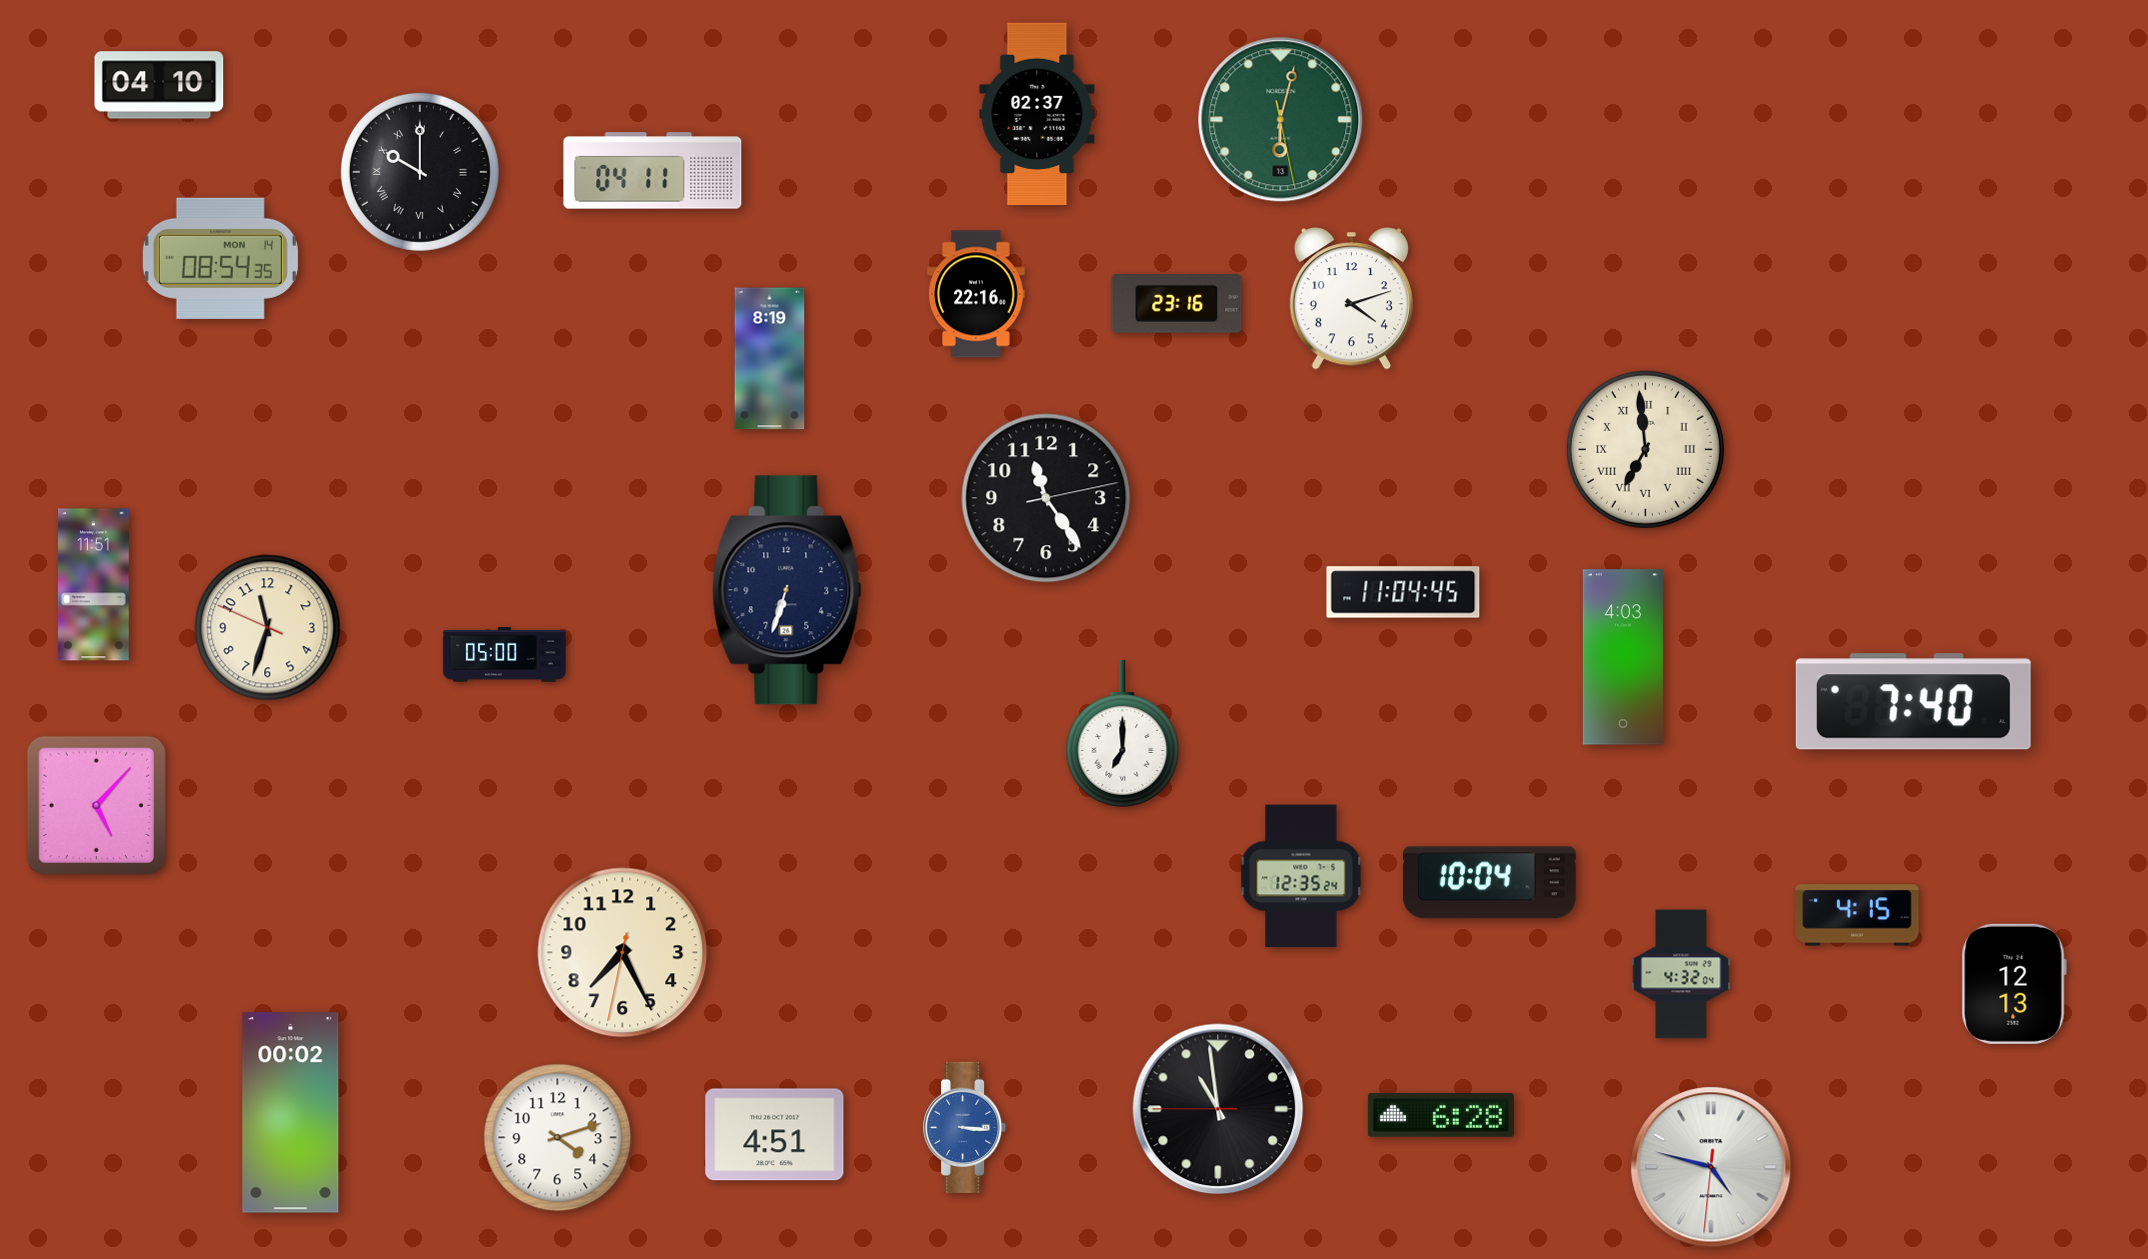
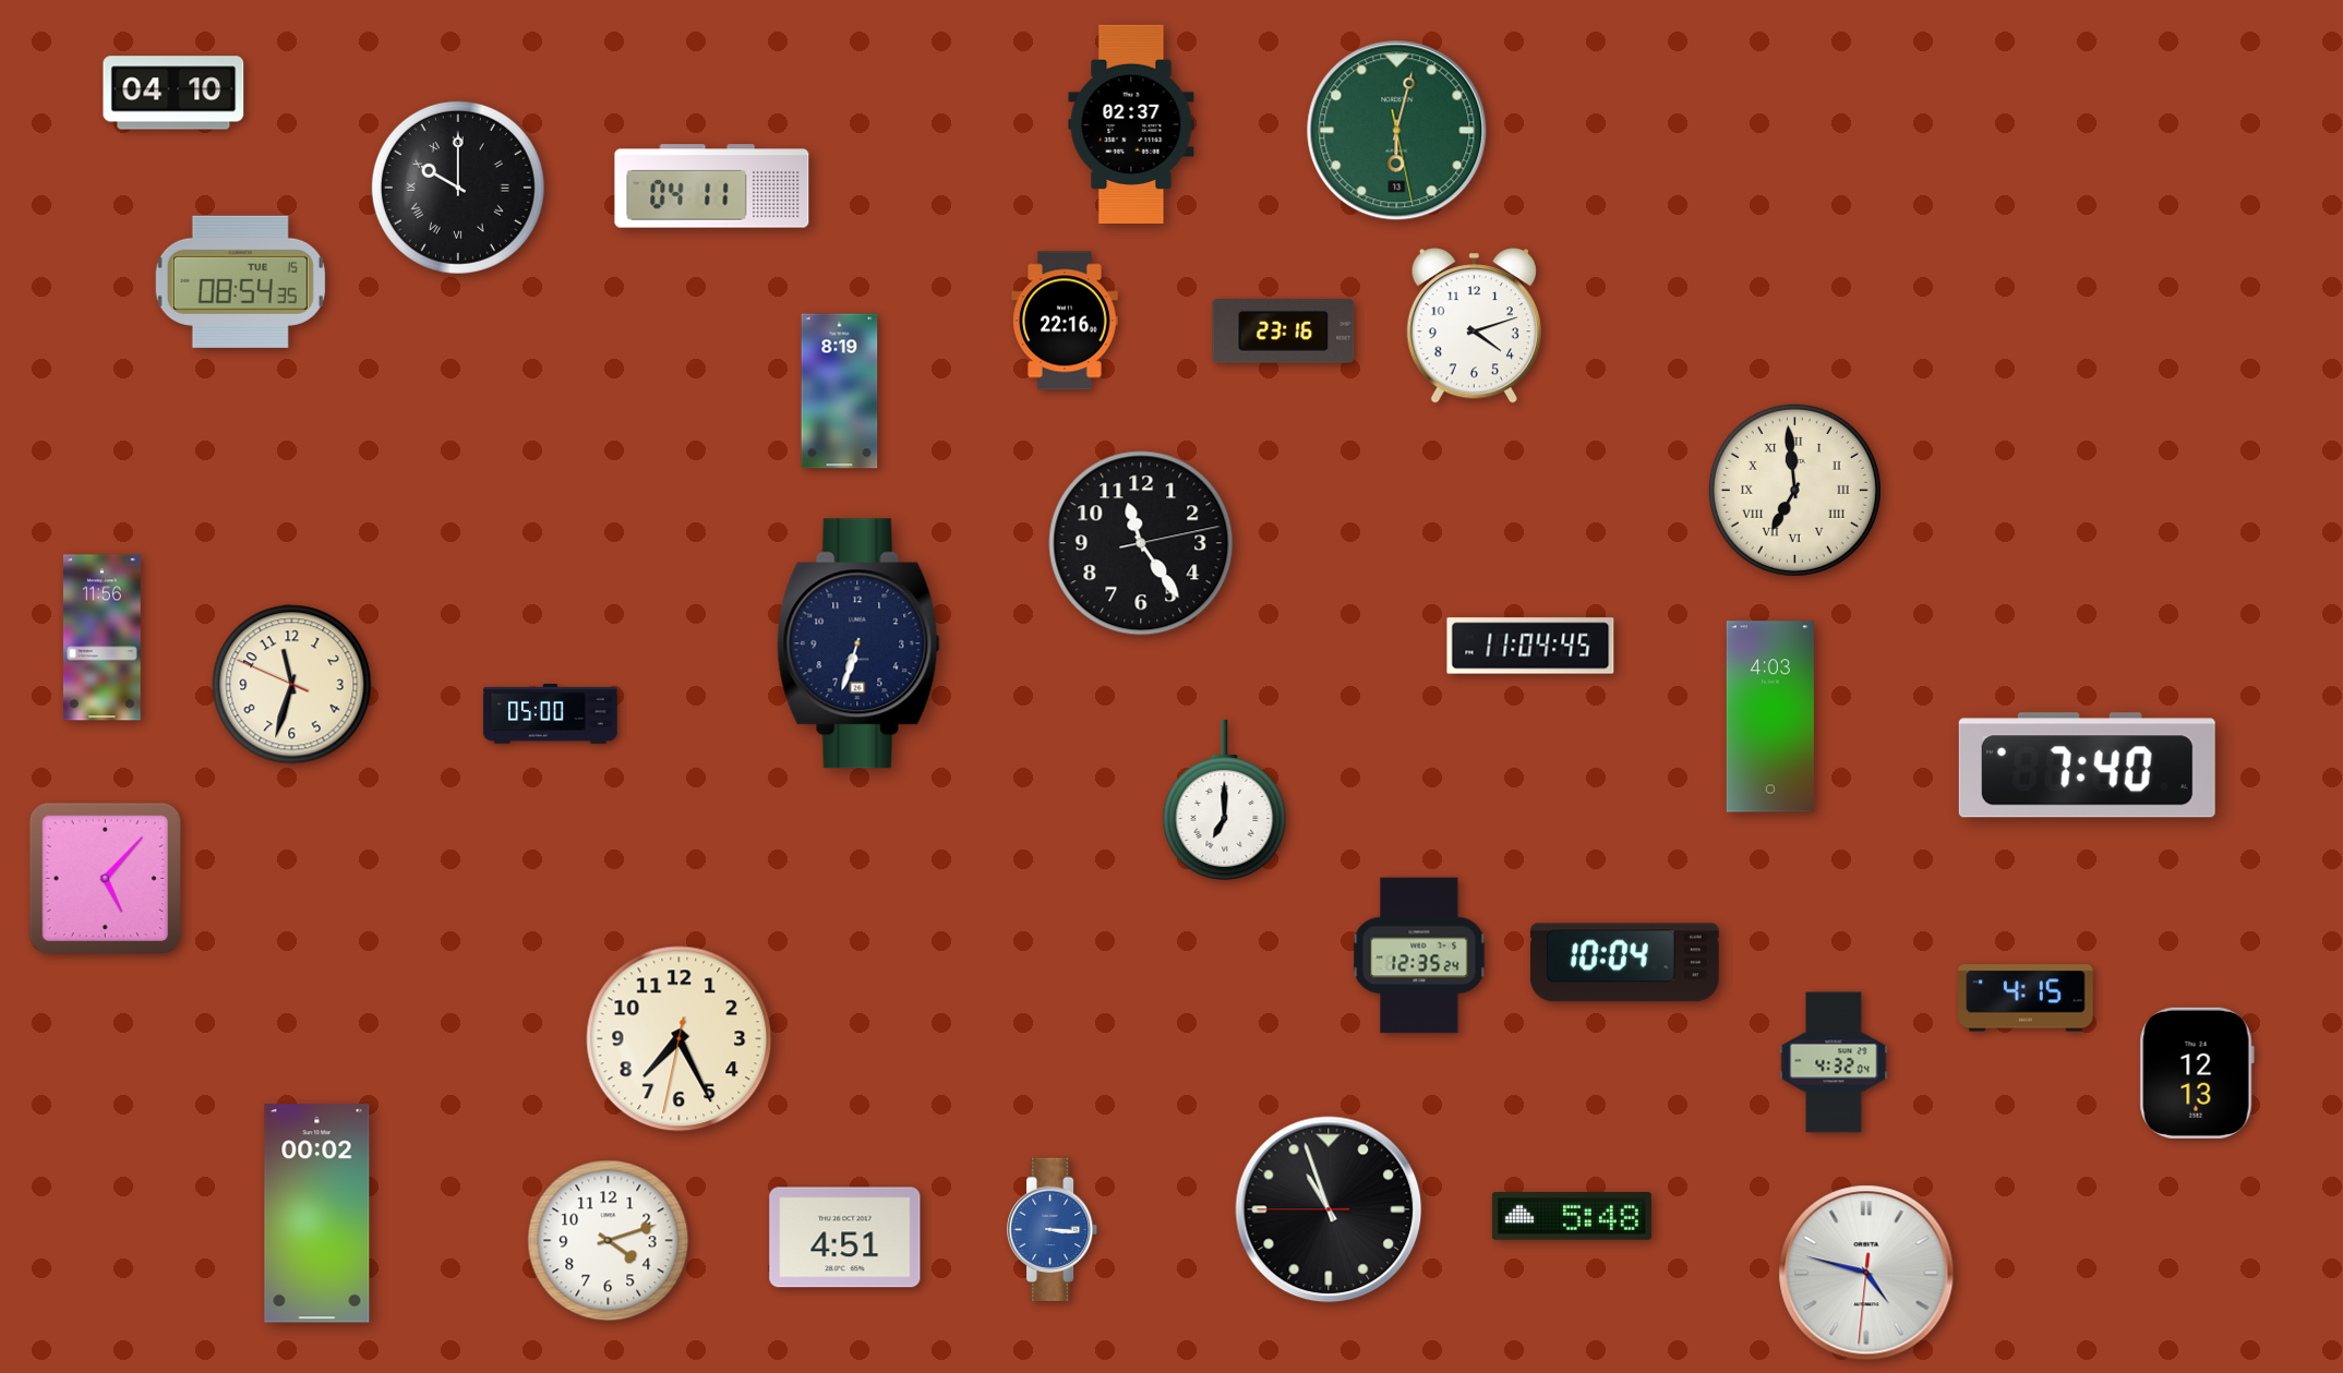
clock at (220, 258) date: MON 14 -> TUE 15
clock at (93, 585): 11:51 -> 11:56
clock at (1218, 1109): 10:58 -> 10:56
clock at (1441, 1116): 6:28 -> 5:48
